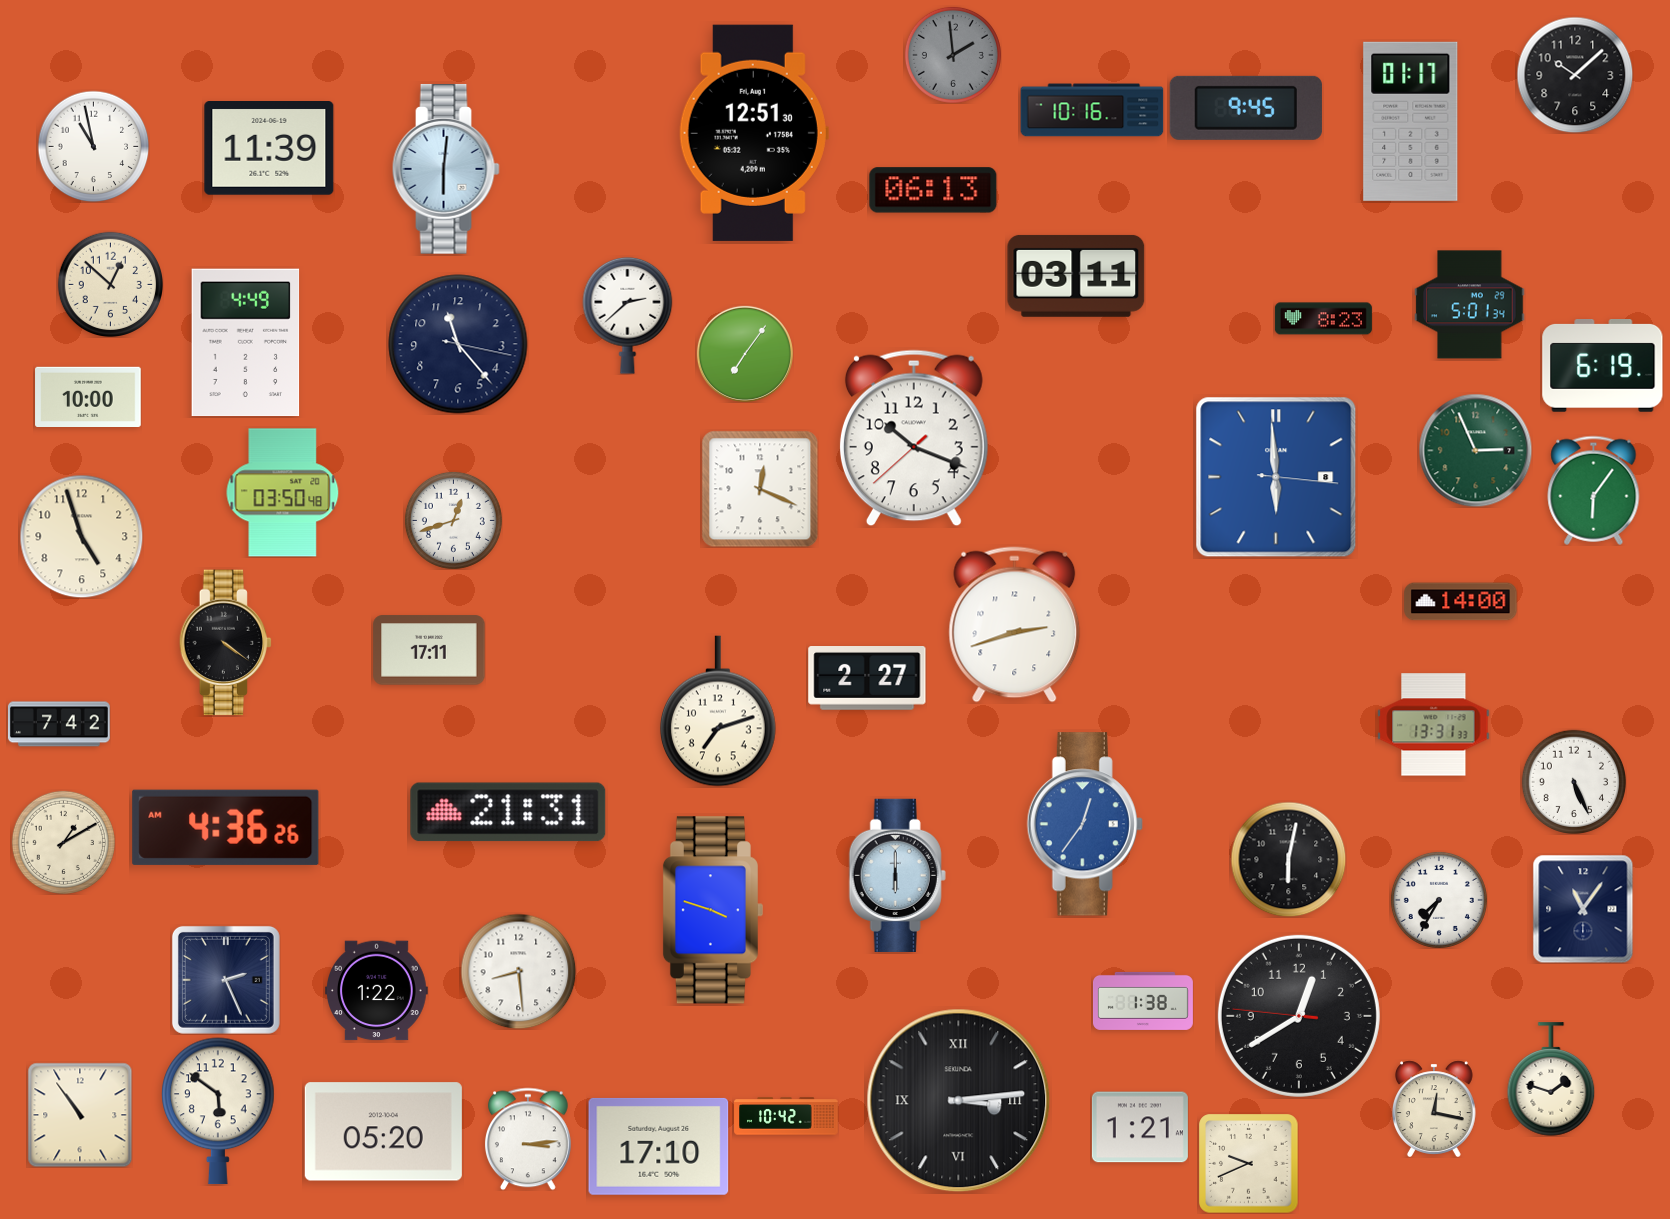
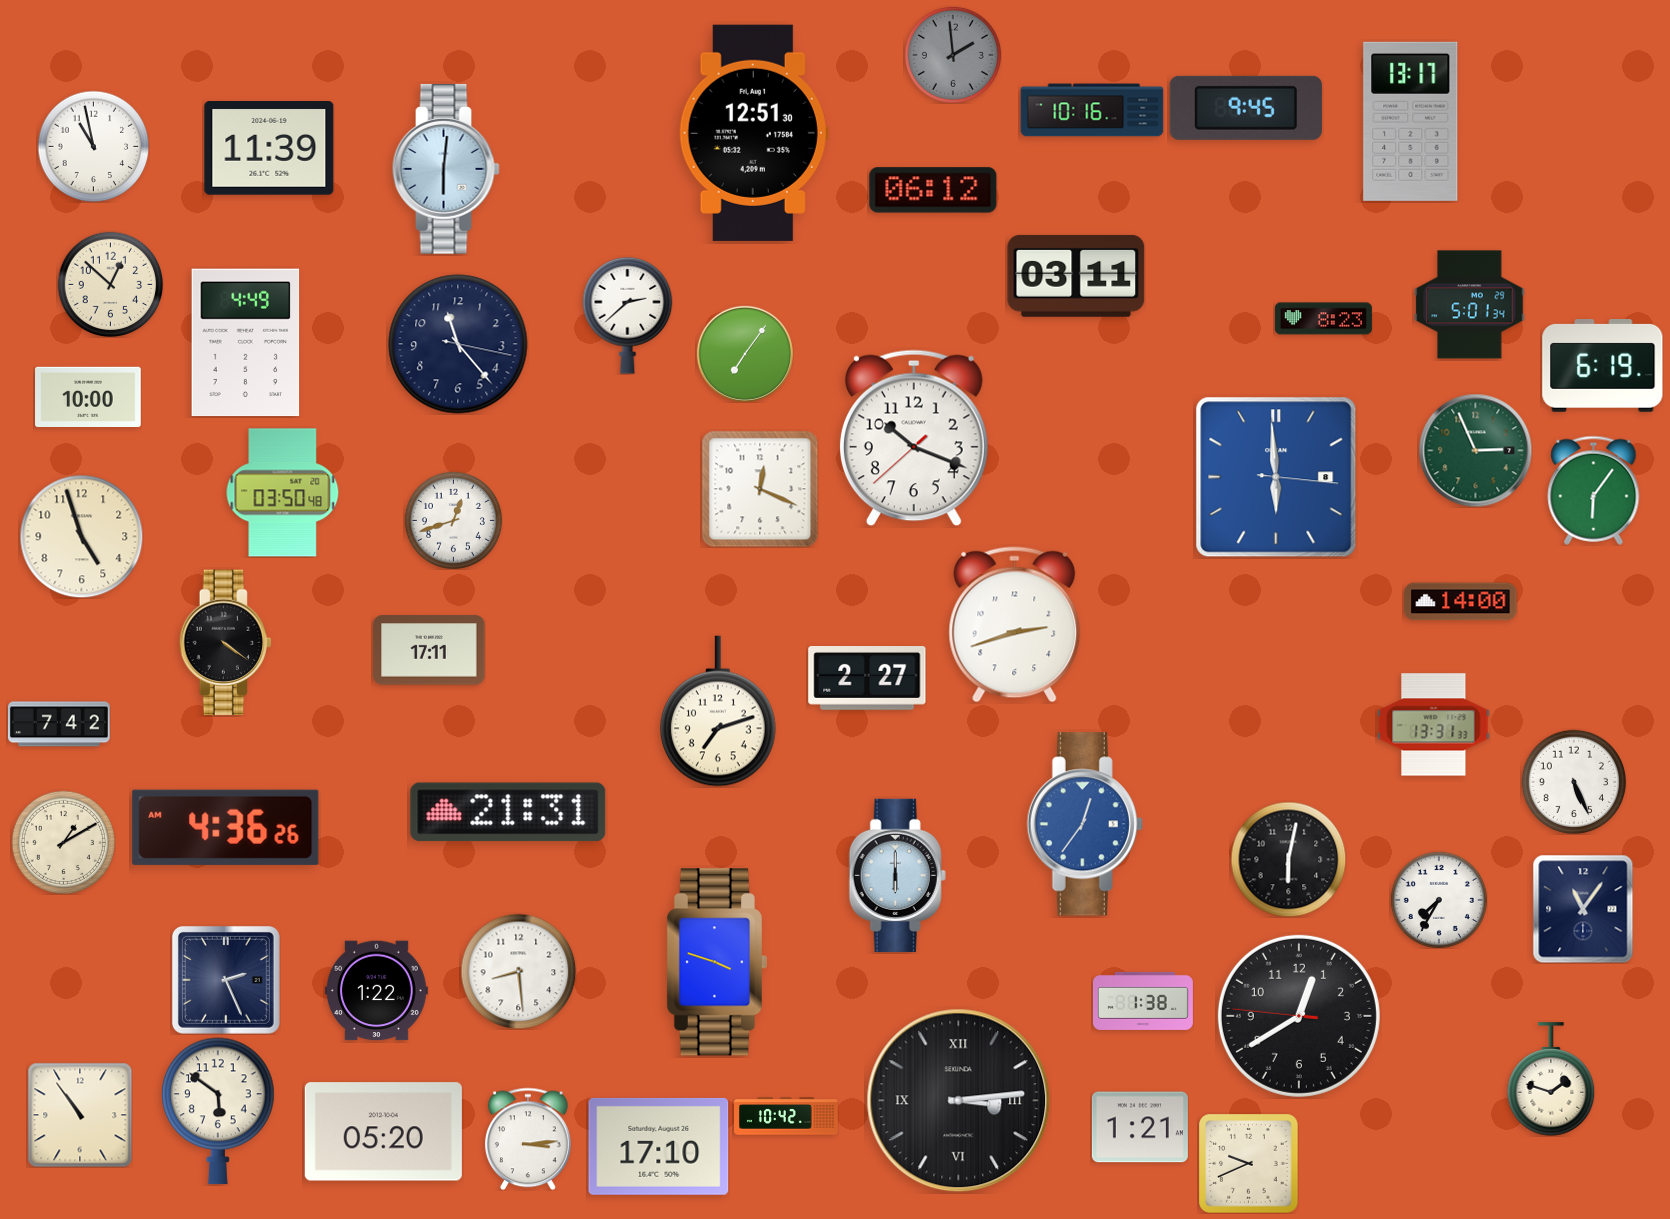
clock at (1575, 75): 10:08 -> none
clock at (1411, 121): 01:17 -> 13:17
clock at (933, 190): 06:13 -> 06:12
clock at (712, 910) position: (712, 910) -> (716, 962)
clock at (1434, 1109): 12:17 -> none
